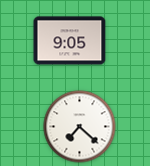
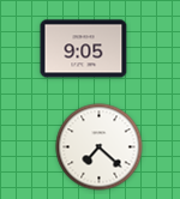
clock at (80, 127) position: (80, 127) -> (100, 147)
